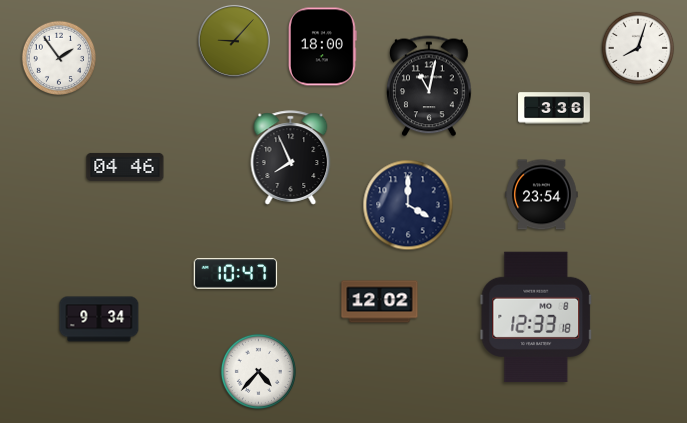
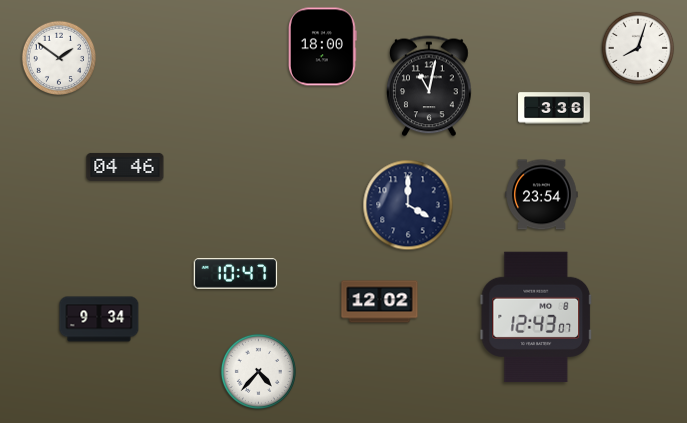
clock at (234, 41): 9:07 -> none
clock at (58, 57): 1:54 -> 1:51
clock at (291, 158): 7:56 -> none
clock at (536, 316): 12:33 -> 12:43
